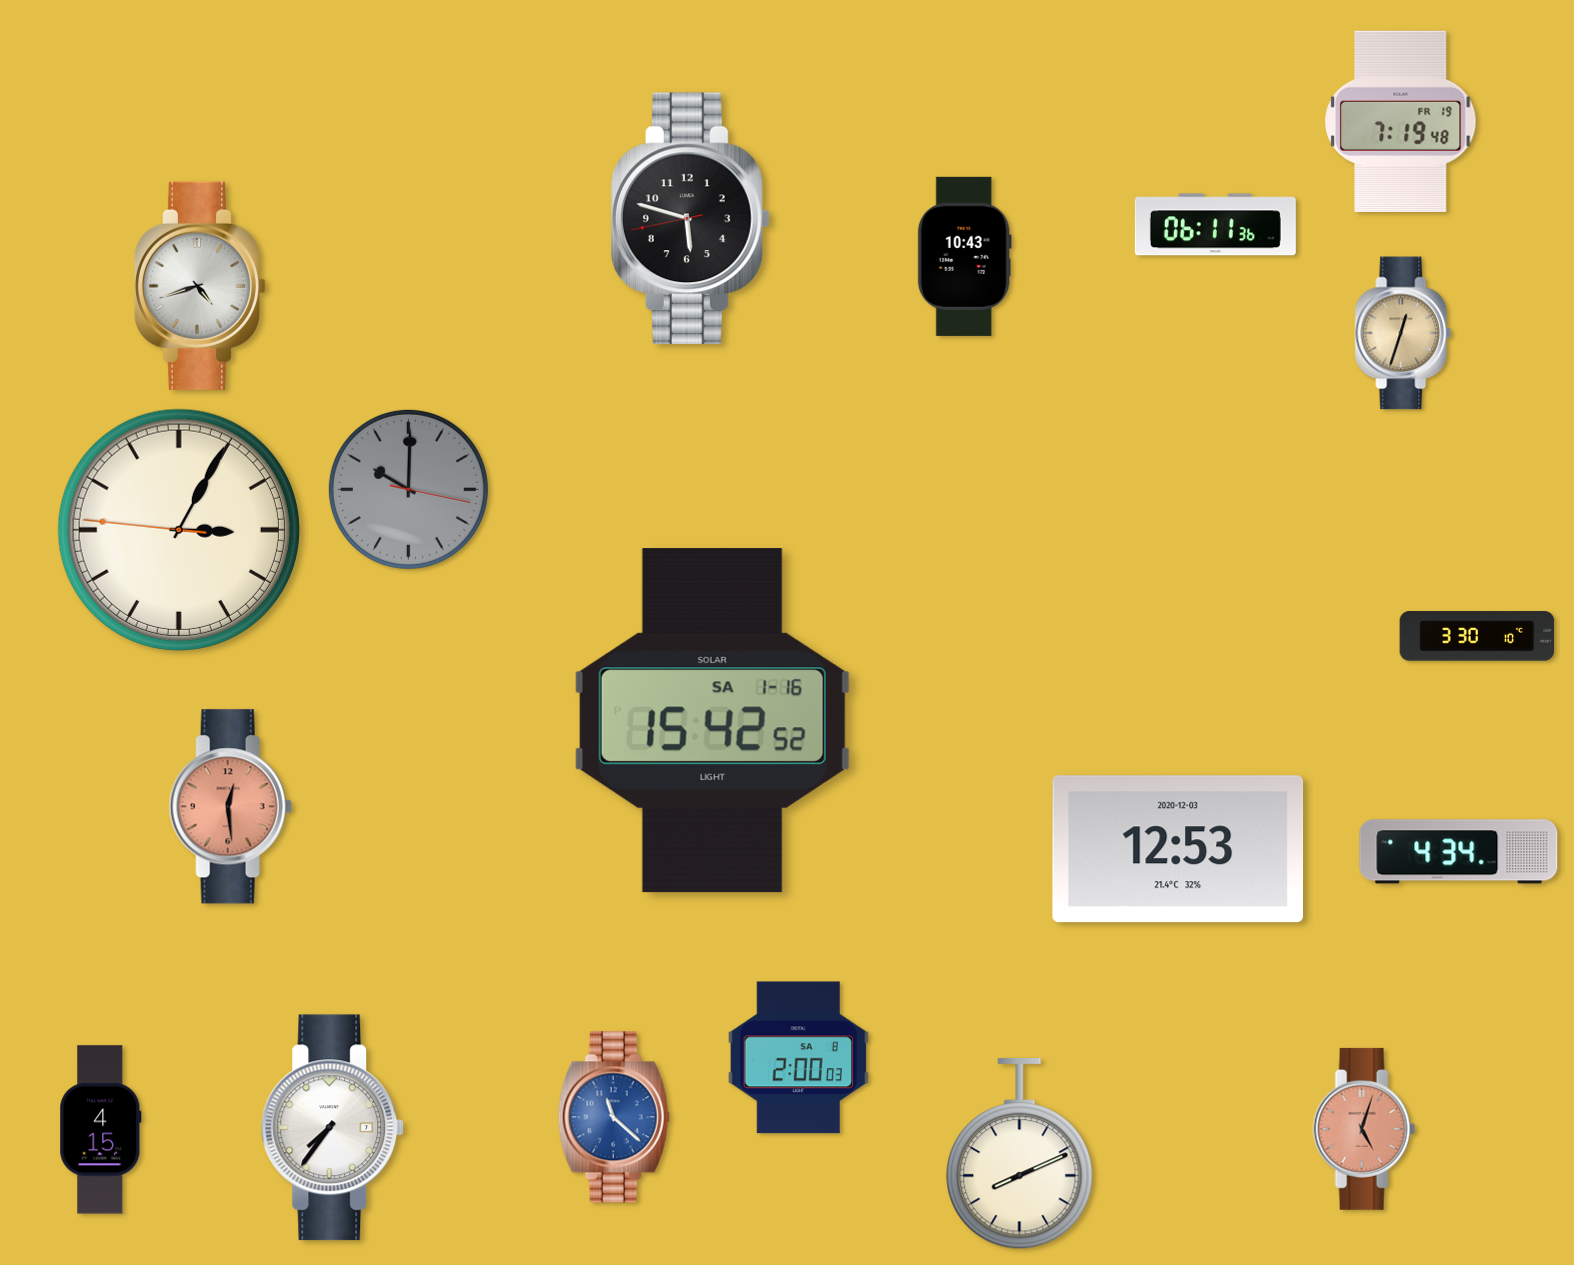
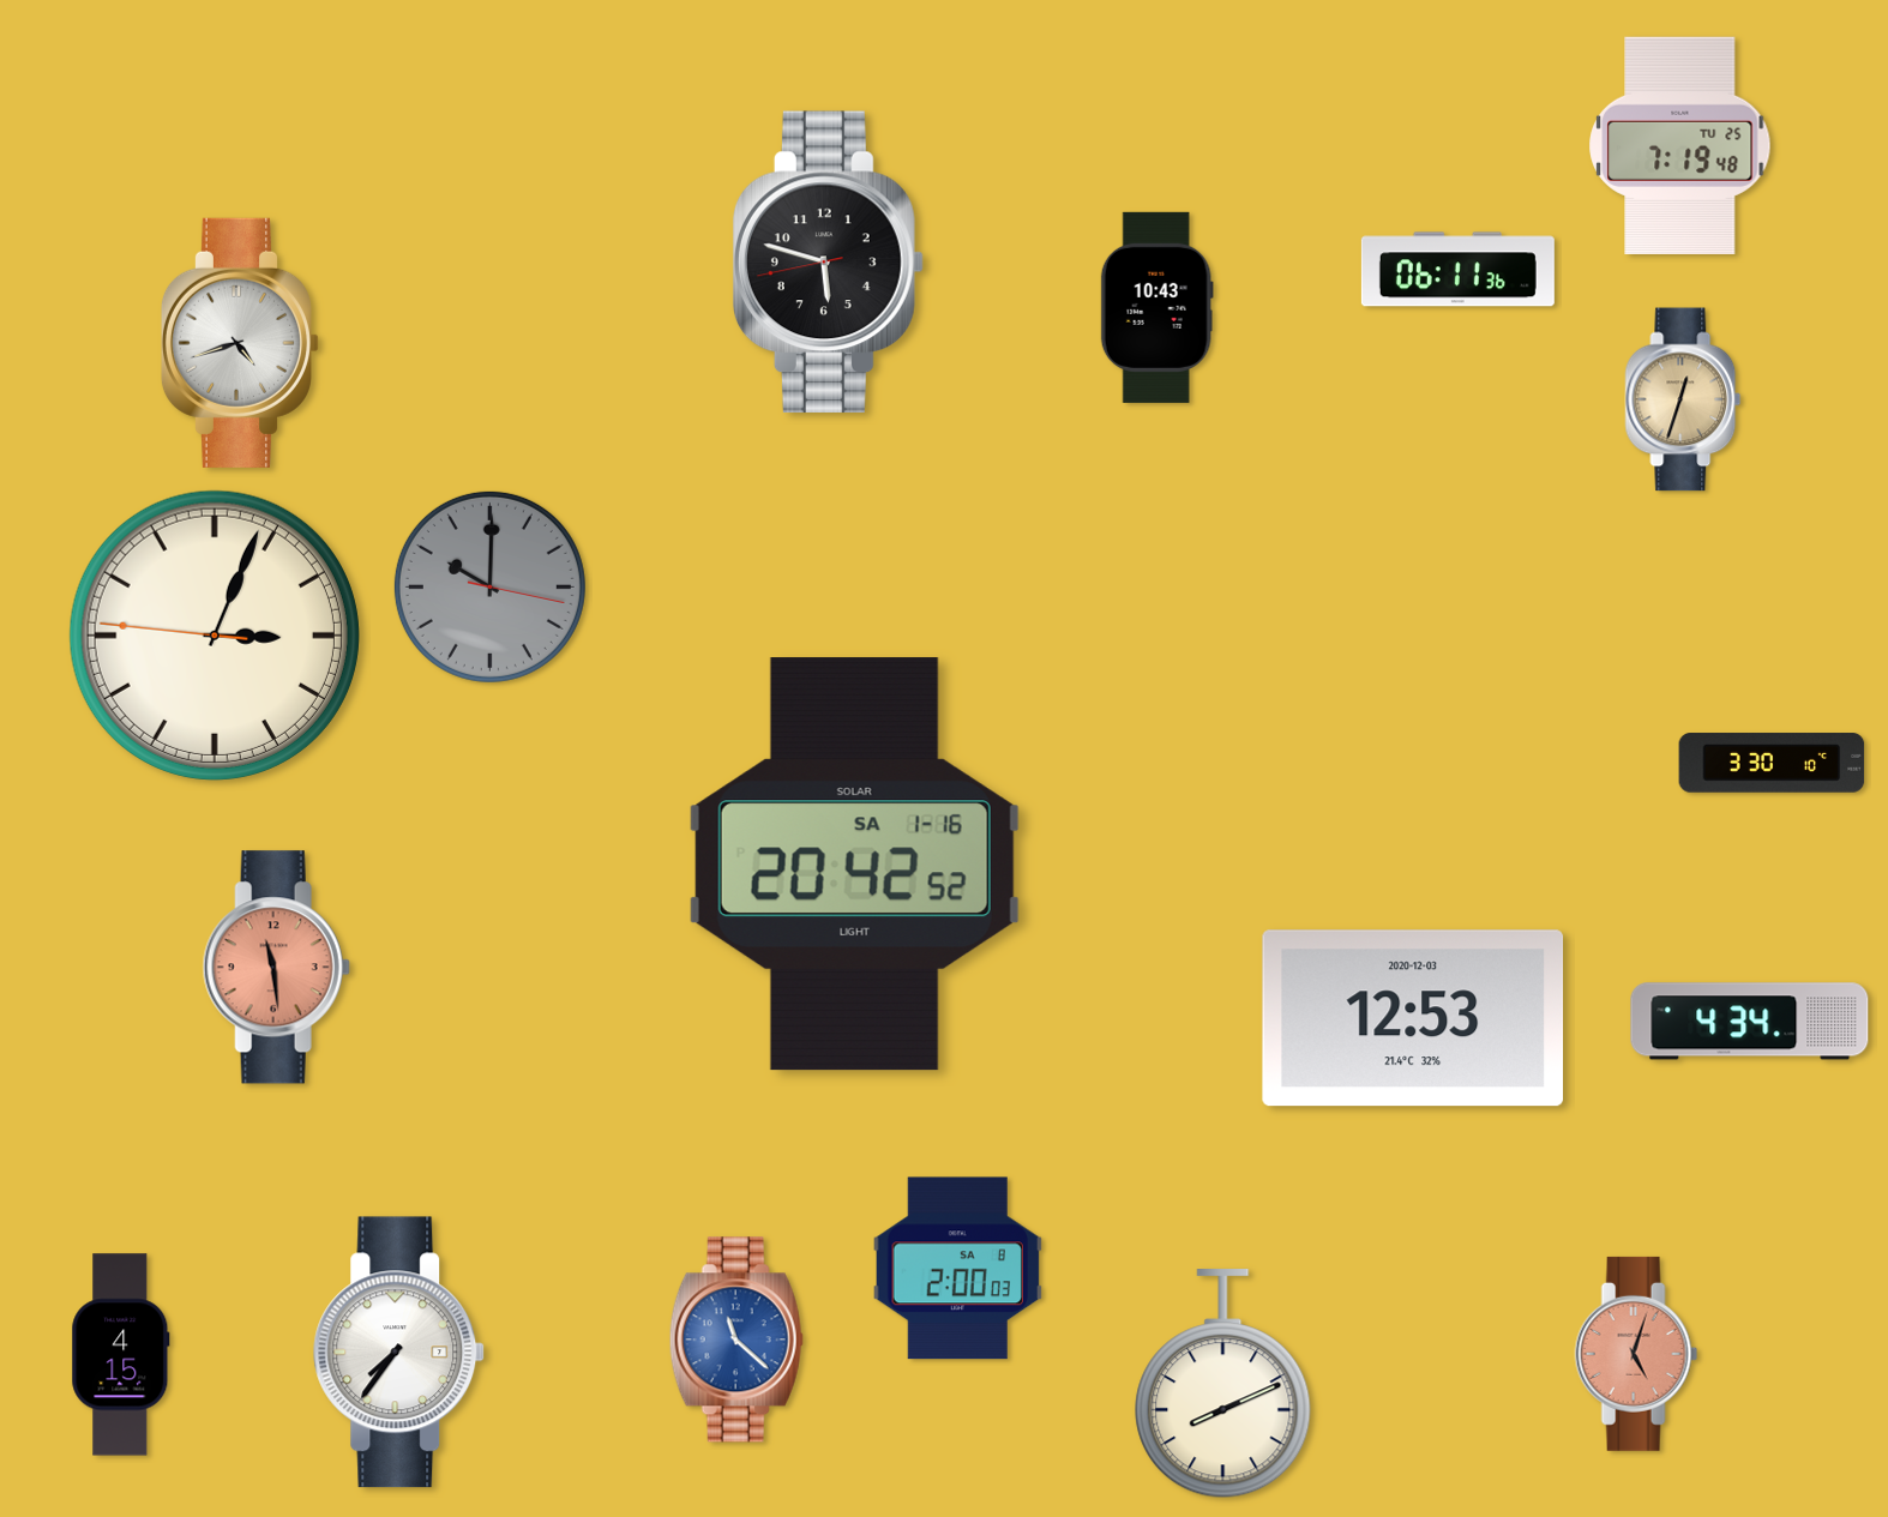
clock at (1401, 121) date: FR 19 -> TU 25
clock at (179, 530): 3:04 -> 3:03
clock at (712, 721): 15:42 -> 20:42
clock at (230, 807): 12:29 -> 11:29
